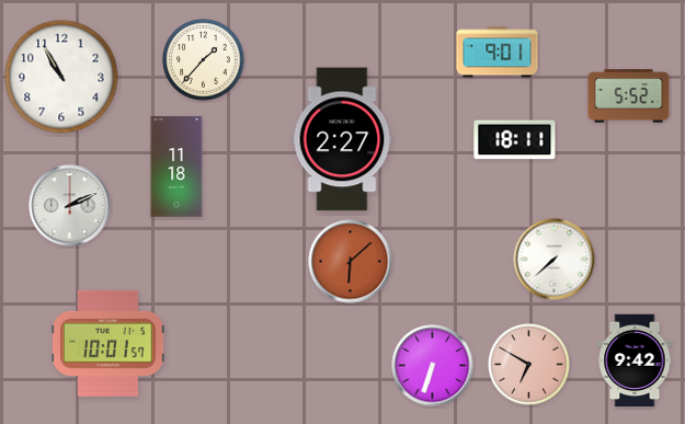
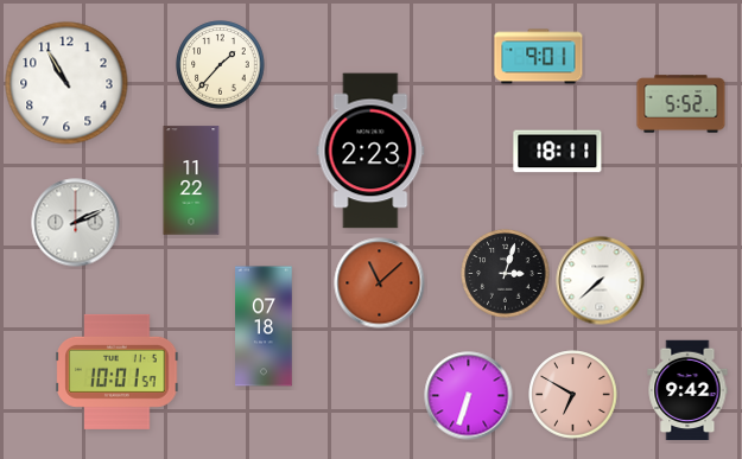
clock at (342, 139): 2:27 -> 2:23
clock at (176, 167): 11:18 -> 11:22
clock at (506, 274): none -> 3:03
clock at (351, 262): 6:08 -> 11:08
clock at (264, 326): none -> 07:18
